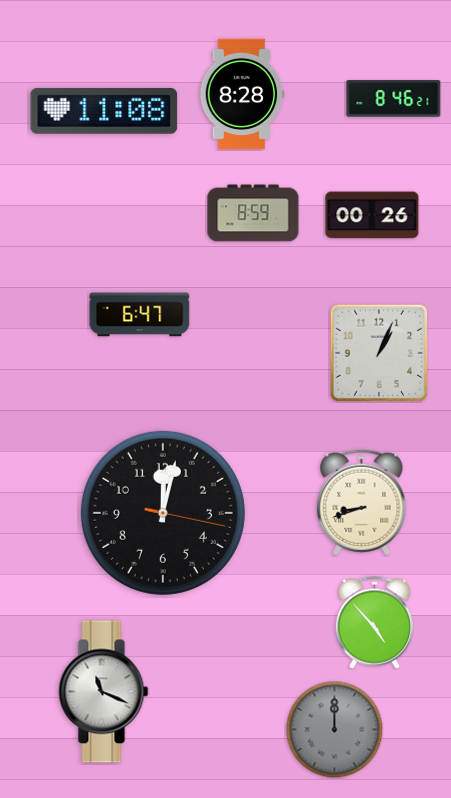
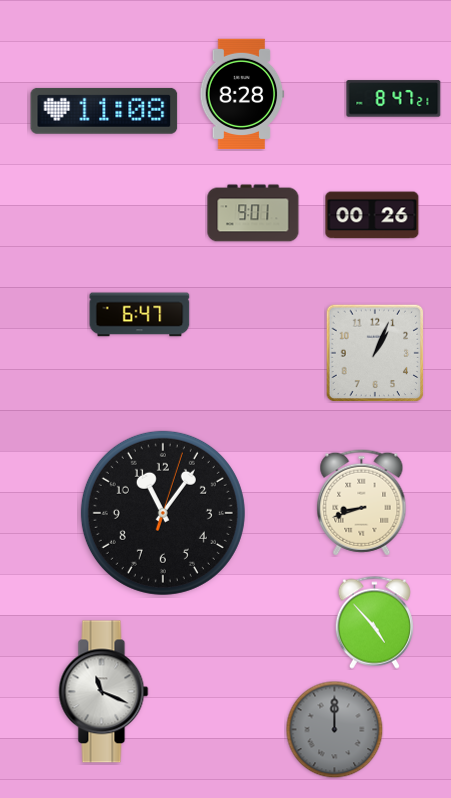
clock at (394, 99): 8:46 -> 8:47
clock at (253, 213): 8:59 -> 9:01
clock at (379, 353) position: (379, 353) -> (375, 353)
clock at (163, 513): 12:02 -> 11:06
